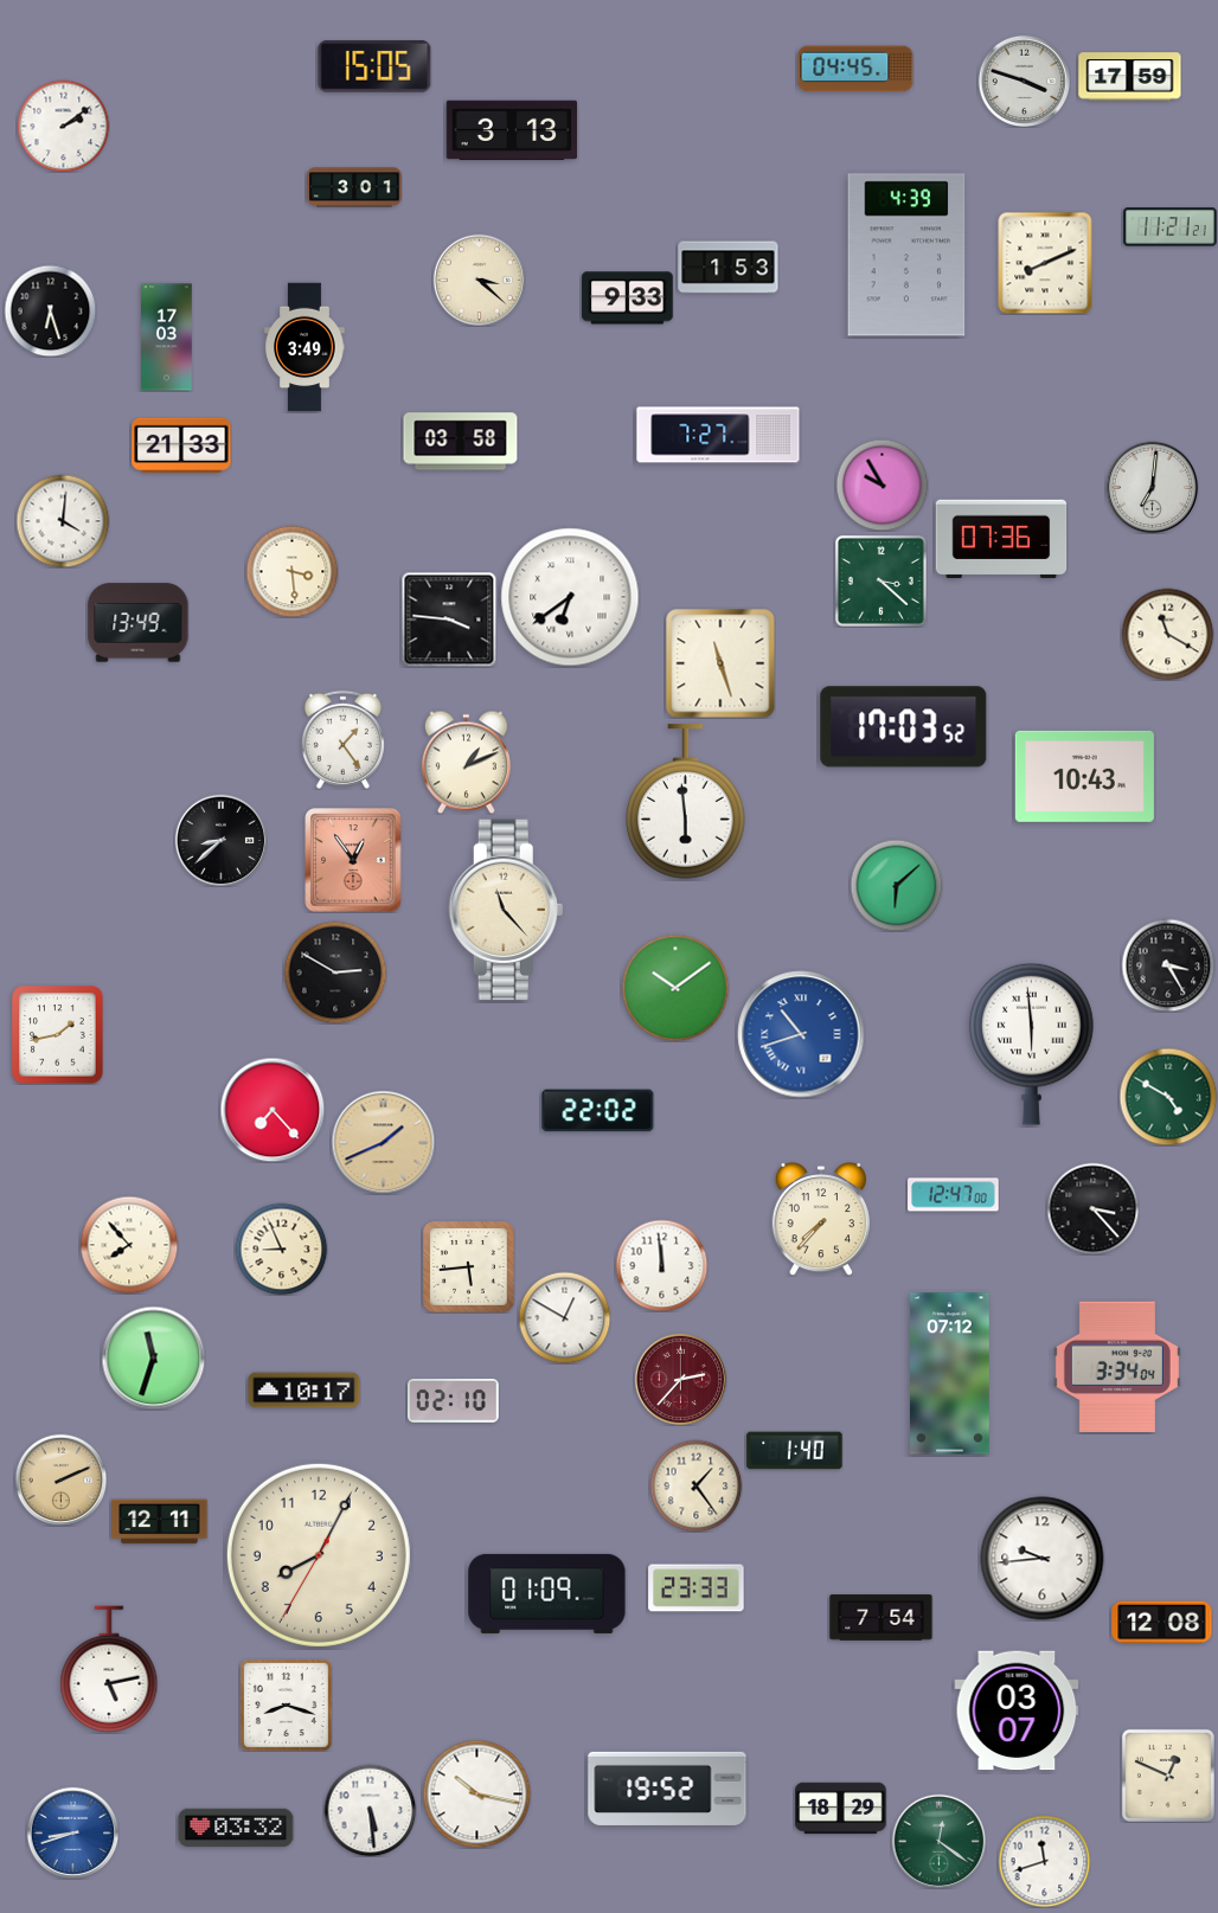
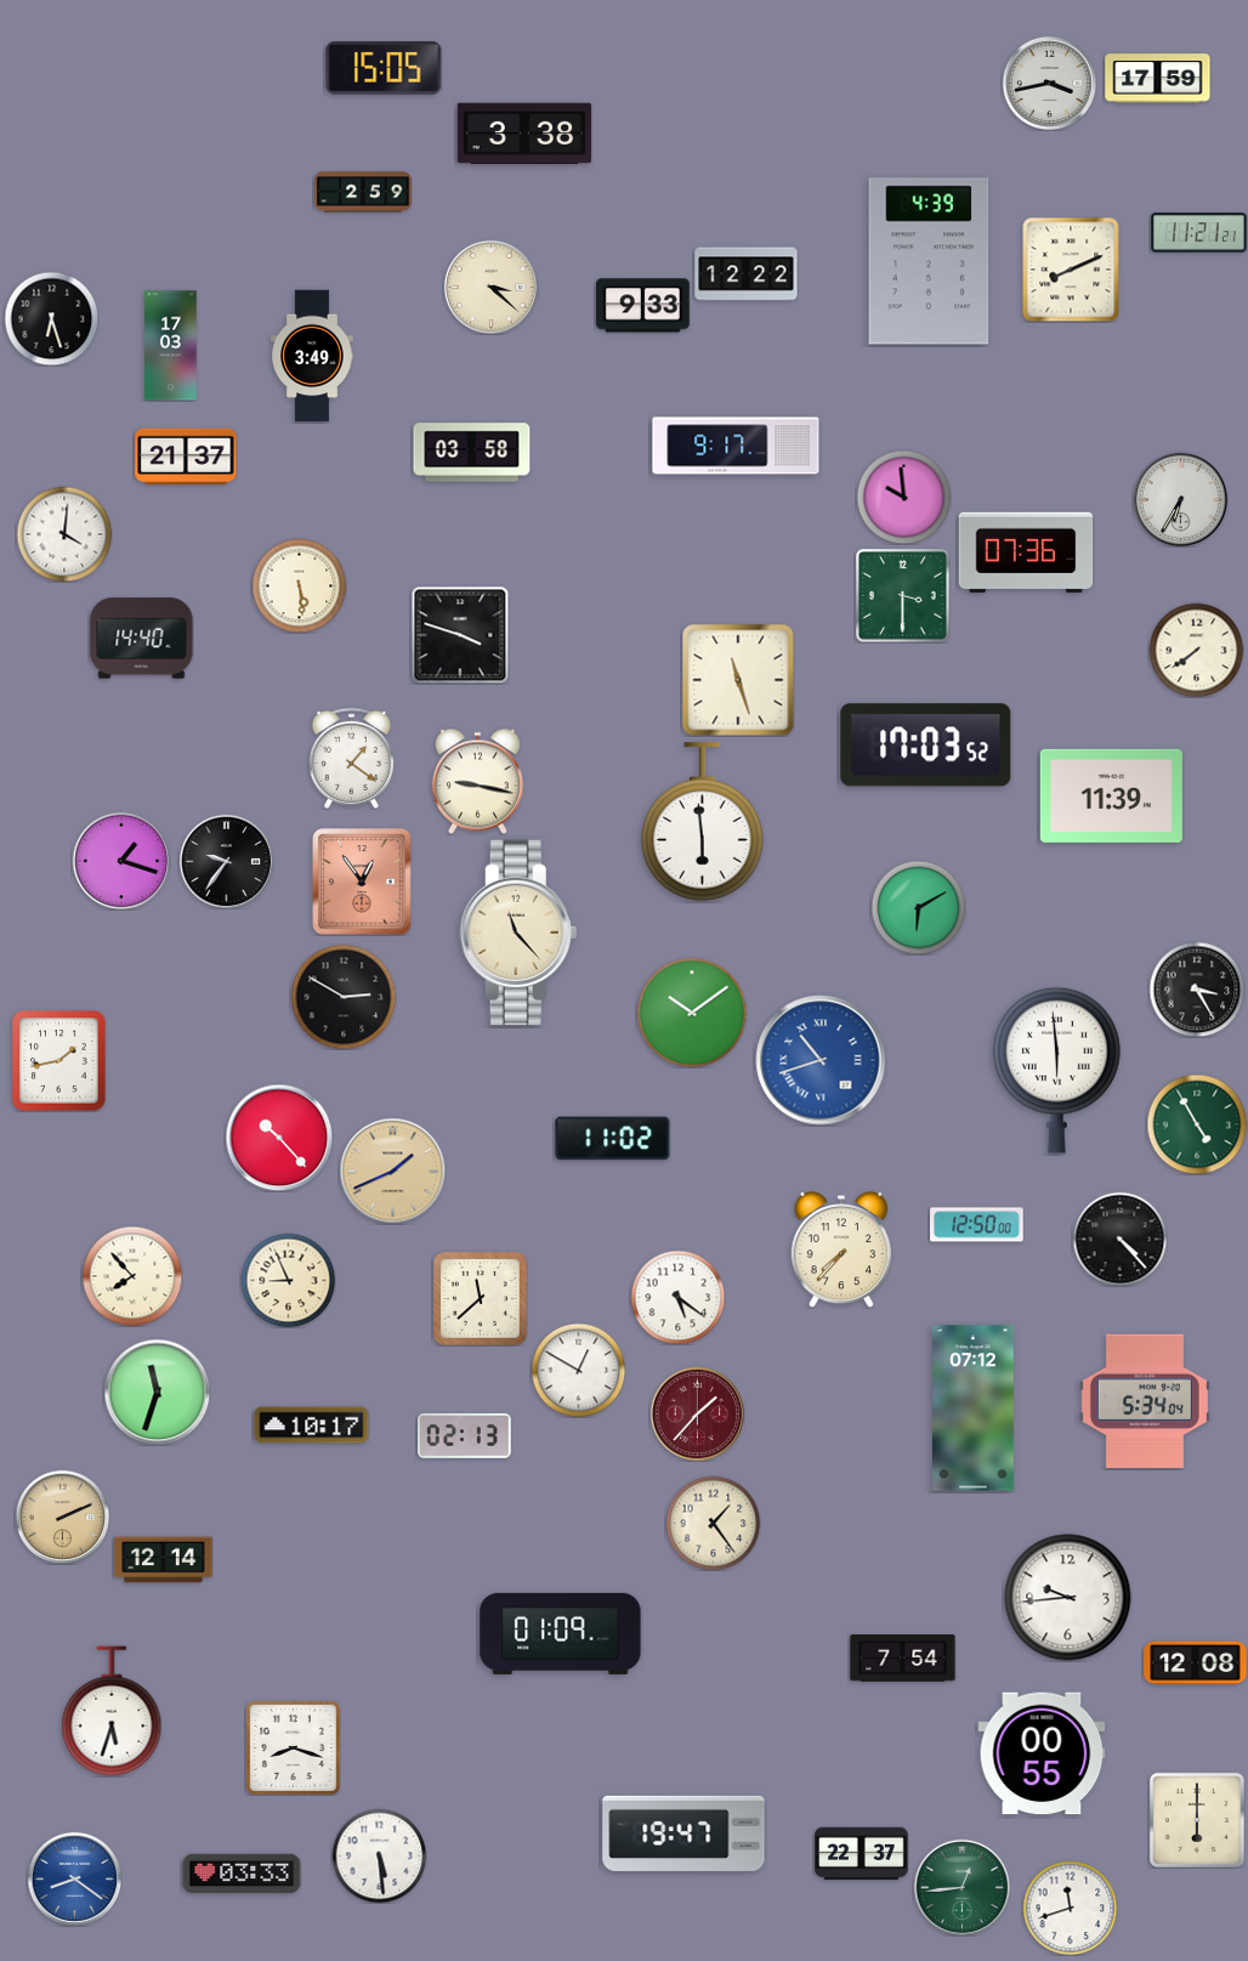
clock at (855, 69): 04:45 -> none
clock at (1024, 81): 3:48 -> 3:43
clock at (63, 126): 2:09 -> none
clock at (512, 130): 3:13 -> 3:38
clock at (354, 187): 3:01 -> 2:59
clock at (729, 268): 1:53 -> 12:22
clock at (718, 435): 7:27 -> 9:17
clock at (181, 445): 21:33 -> 21:37
clock at (882, 484): 9:55 -> 9:59
clock at (1152, 487): 7:01 -> 6:35
clock at (291, 571): 3:29 -> 5:29
clock at (880, 580): 3:22 -> 3:30
clock at (570, 597): 6:39 -> none
clock at (449, 620): 3:46 -> 3:48
clock at (139, 623): 13:49 -> 14:40
clock at (1167, 634): 11:20 -> 7:39
clock at (342, 739): 1:24 -> 1:21
clock at (466, 762): 1:11 -> 9:17
clock at (1084, 776): 10:43 -> 11:39
clock at (121, 861): none -> 1:18
clock at (220, 840): 8:38 -> 9:36
clock at (896, 885): 6:08 -> 6:10
clock at (1168, 1097): 4:50 -> 4:55
clock at (273, 1110): 7:23 -> 10:23
clock at (598, 1111): 22:02 -> 11:02
clock at (954, 1195): 12:47 -> 12:50
clock at (1092, 1208): 3:23 -> 4:23
clock at (661, 1265): 11:59 -> 5:21
clock at (469, 1267): 5:44 -> 11:38
clock at (564, 1317) position: (564, 1317) -> (578, 1370)
clock at (1117, 1366): 3:34 -> 5:34
clock at (680, 1379): 2:37 -> 1:37
clock at (454, 1400): 02:10 -> 02:13
clock at (795, 1451): 1:40 -> none
clock at (160, 1522): 12:11 -> 12:14
clock at (319, 1555): 8:04 -> none
clock at (697, 1588): 23:33 -> none
clock at (1162, 1623) position: (1162, 1623) -> (1196, 1664)
clock at (109, 1669): 5:13 -> 5:33
clock at (1017, 1710): 03:07 -> 00:55
clock at (1168, 1776): 12:49 -> 6:00
clock at (667, 1789): 19:52 -> 19:47
clock at (476, 1793): 10:17 -> none
clock at (841, 1809): 18:29 -> 22:37
clock at (236, 1828): 03:32 -> 03:33
clock at (72, 1832): 8:42 -> 8:21
clock at (938, 1841): 12:21 -> 12:44
